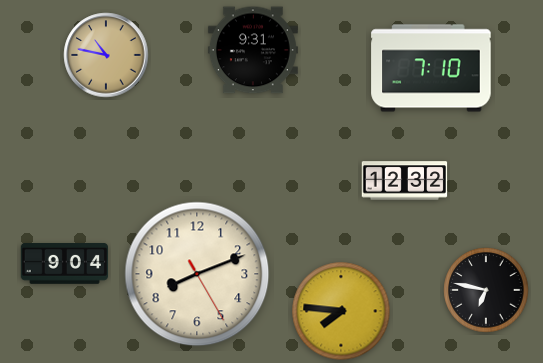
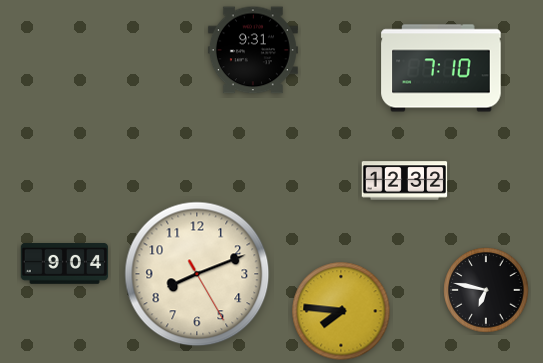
clock at (106, 55): 10:47 -> none
clock at (431, 68) position: (431, 68) -> (441, 68)
